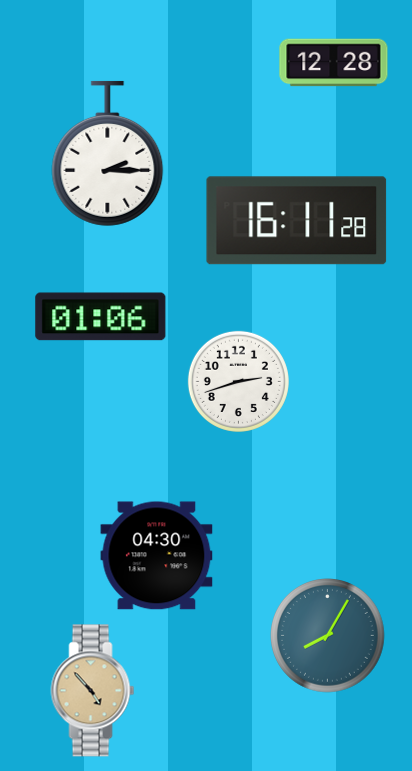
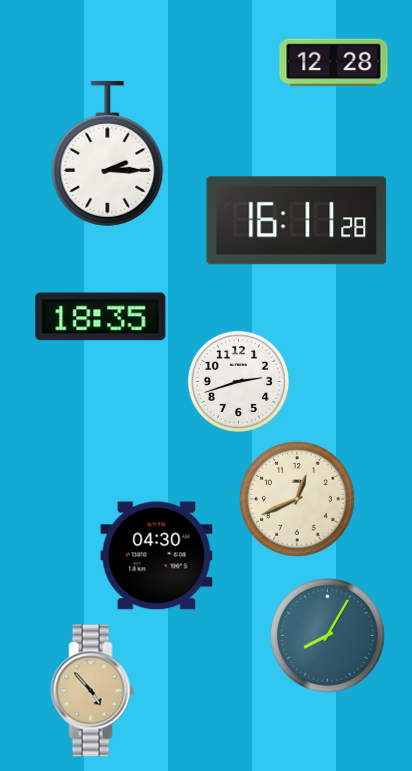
clock at (101, 317): 01:06 -> 18:35
clock at (297, 499): none -> 12:41
